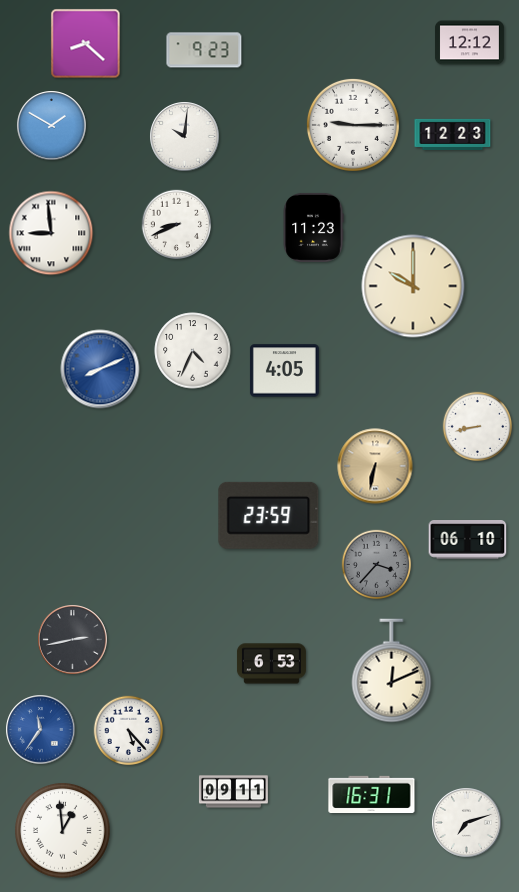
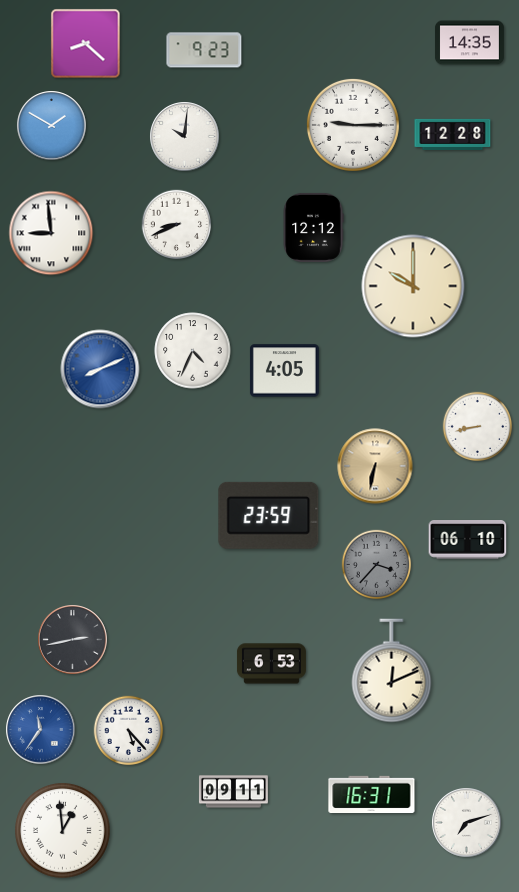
clock at (469, 43): 12:12 -> 14:35
clock at (453, 134): 12:23 -> 12:28
clock at (313, 227): 11:23 -> 12:12
